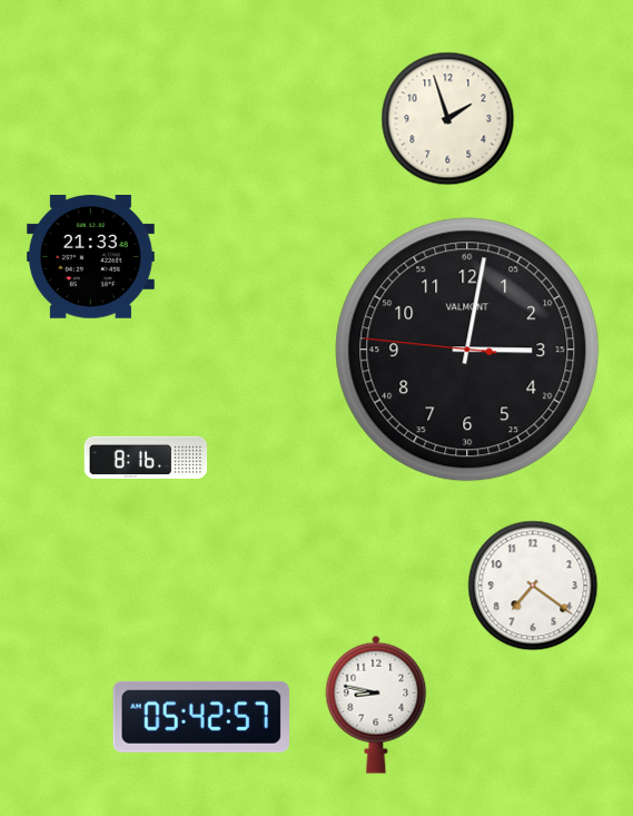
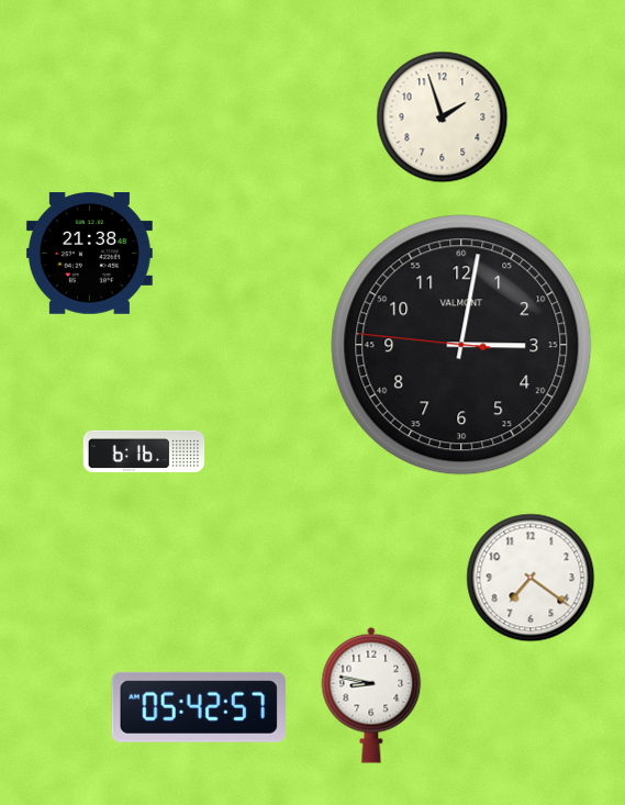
clock at (90, 257): 21:33 -> 21:38
clock at (146, 456): 8:16 -> 6:16
clock at (533, 586) position: (533, 586) -> (531, 578)
